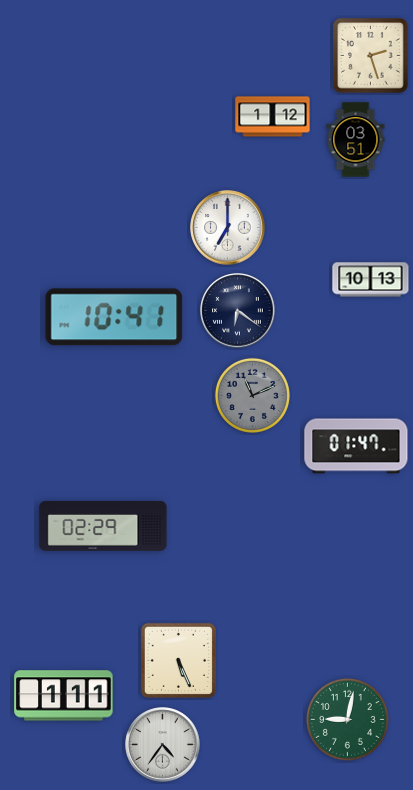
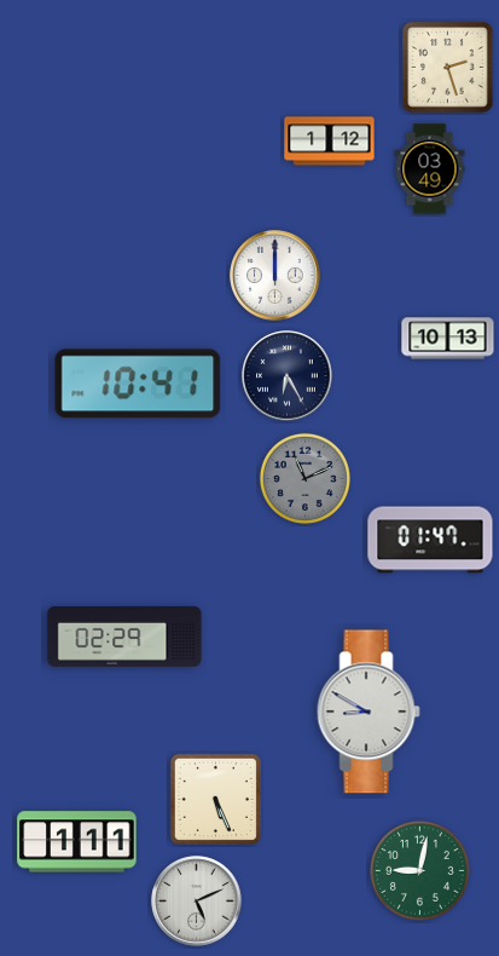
clock at (356, 140): 03:51 -> 03:49
clock at (228, 228): 7:00 -> 12:00
clock at (238, 311): 6:21 -> 6:25
clock at (369, 712): none -> 8:50
clock at (163, 745): 4:36 -> 5:11
